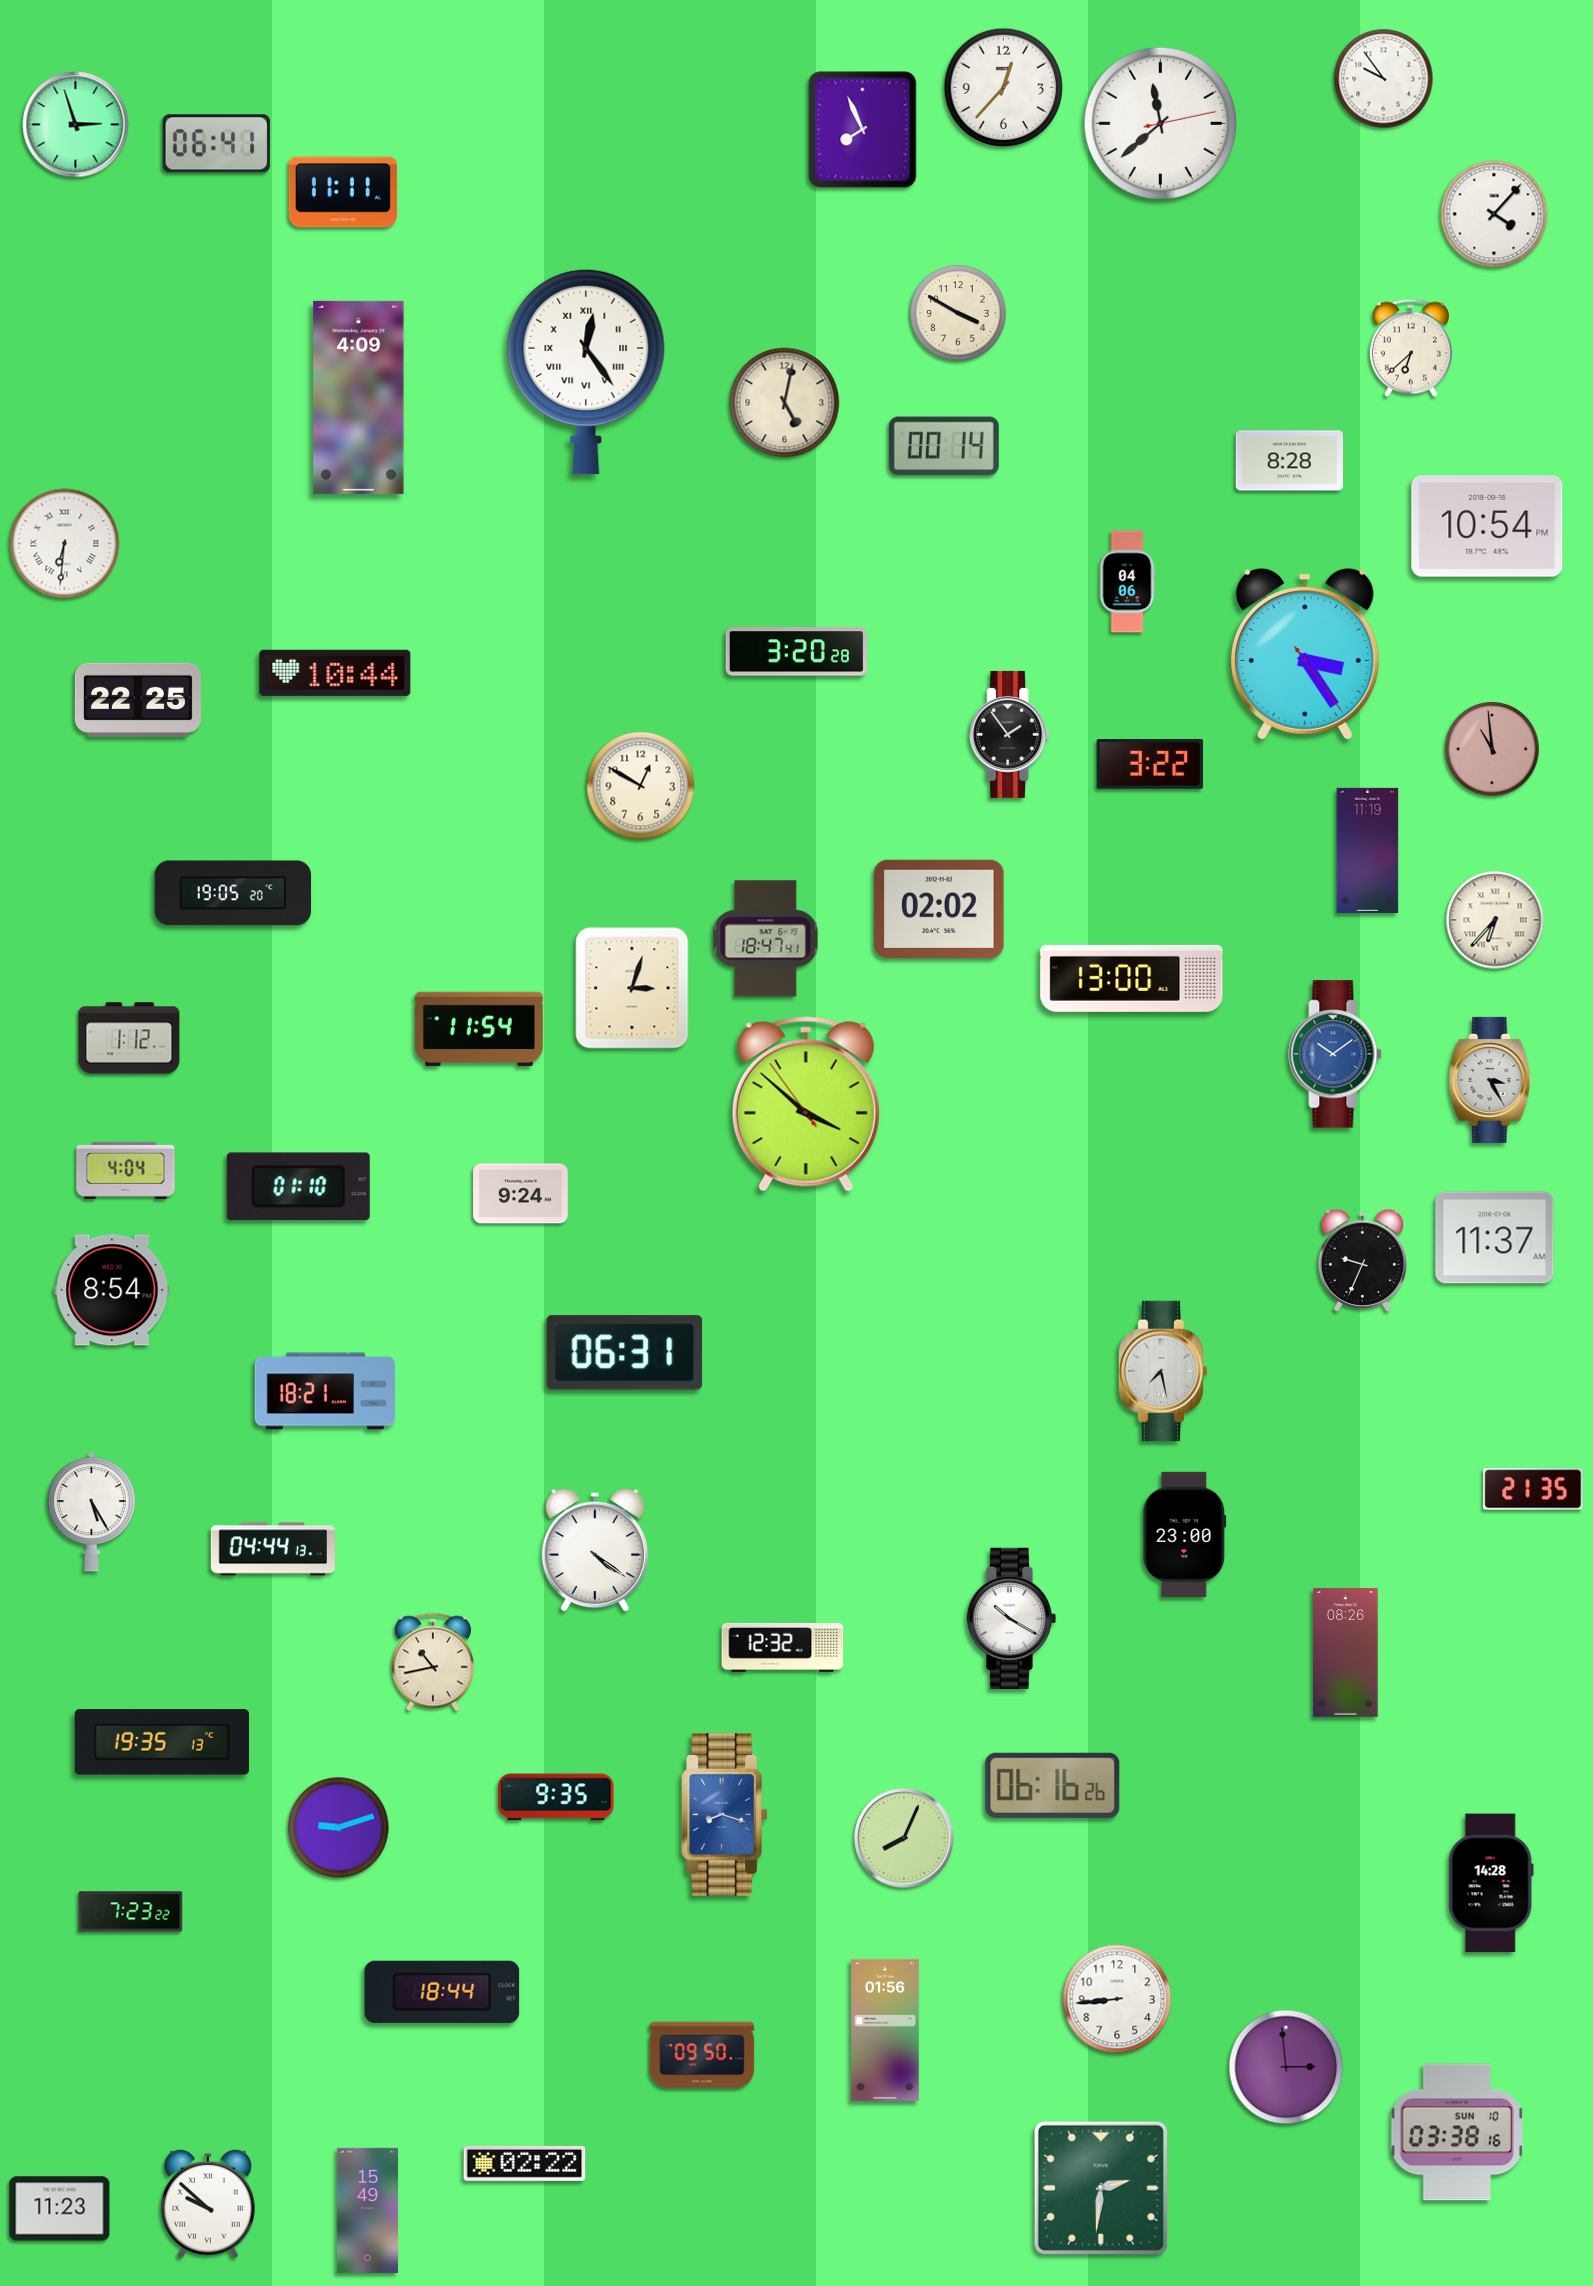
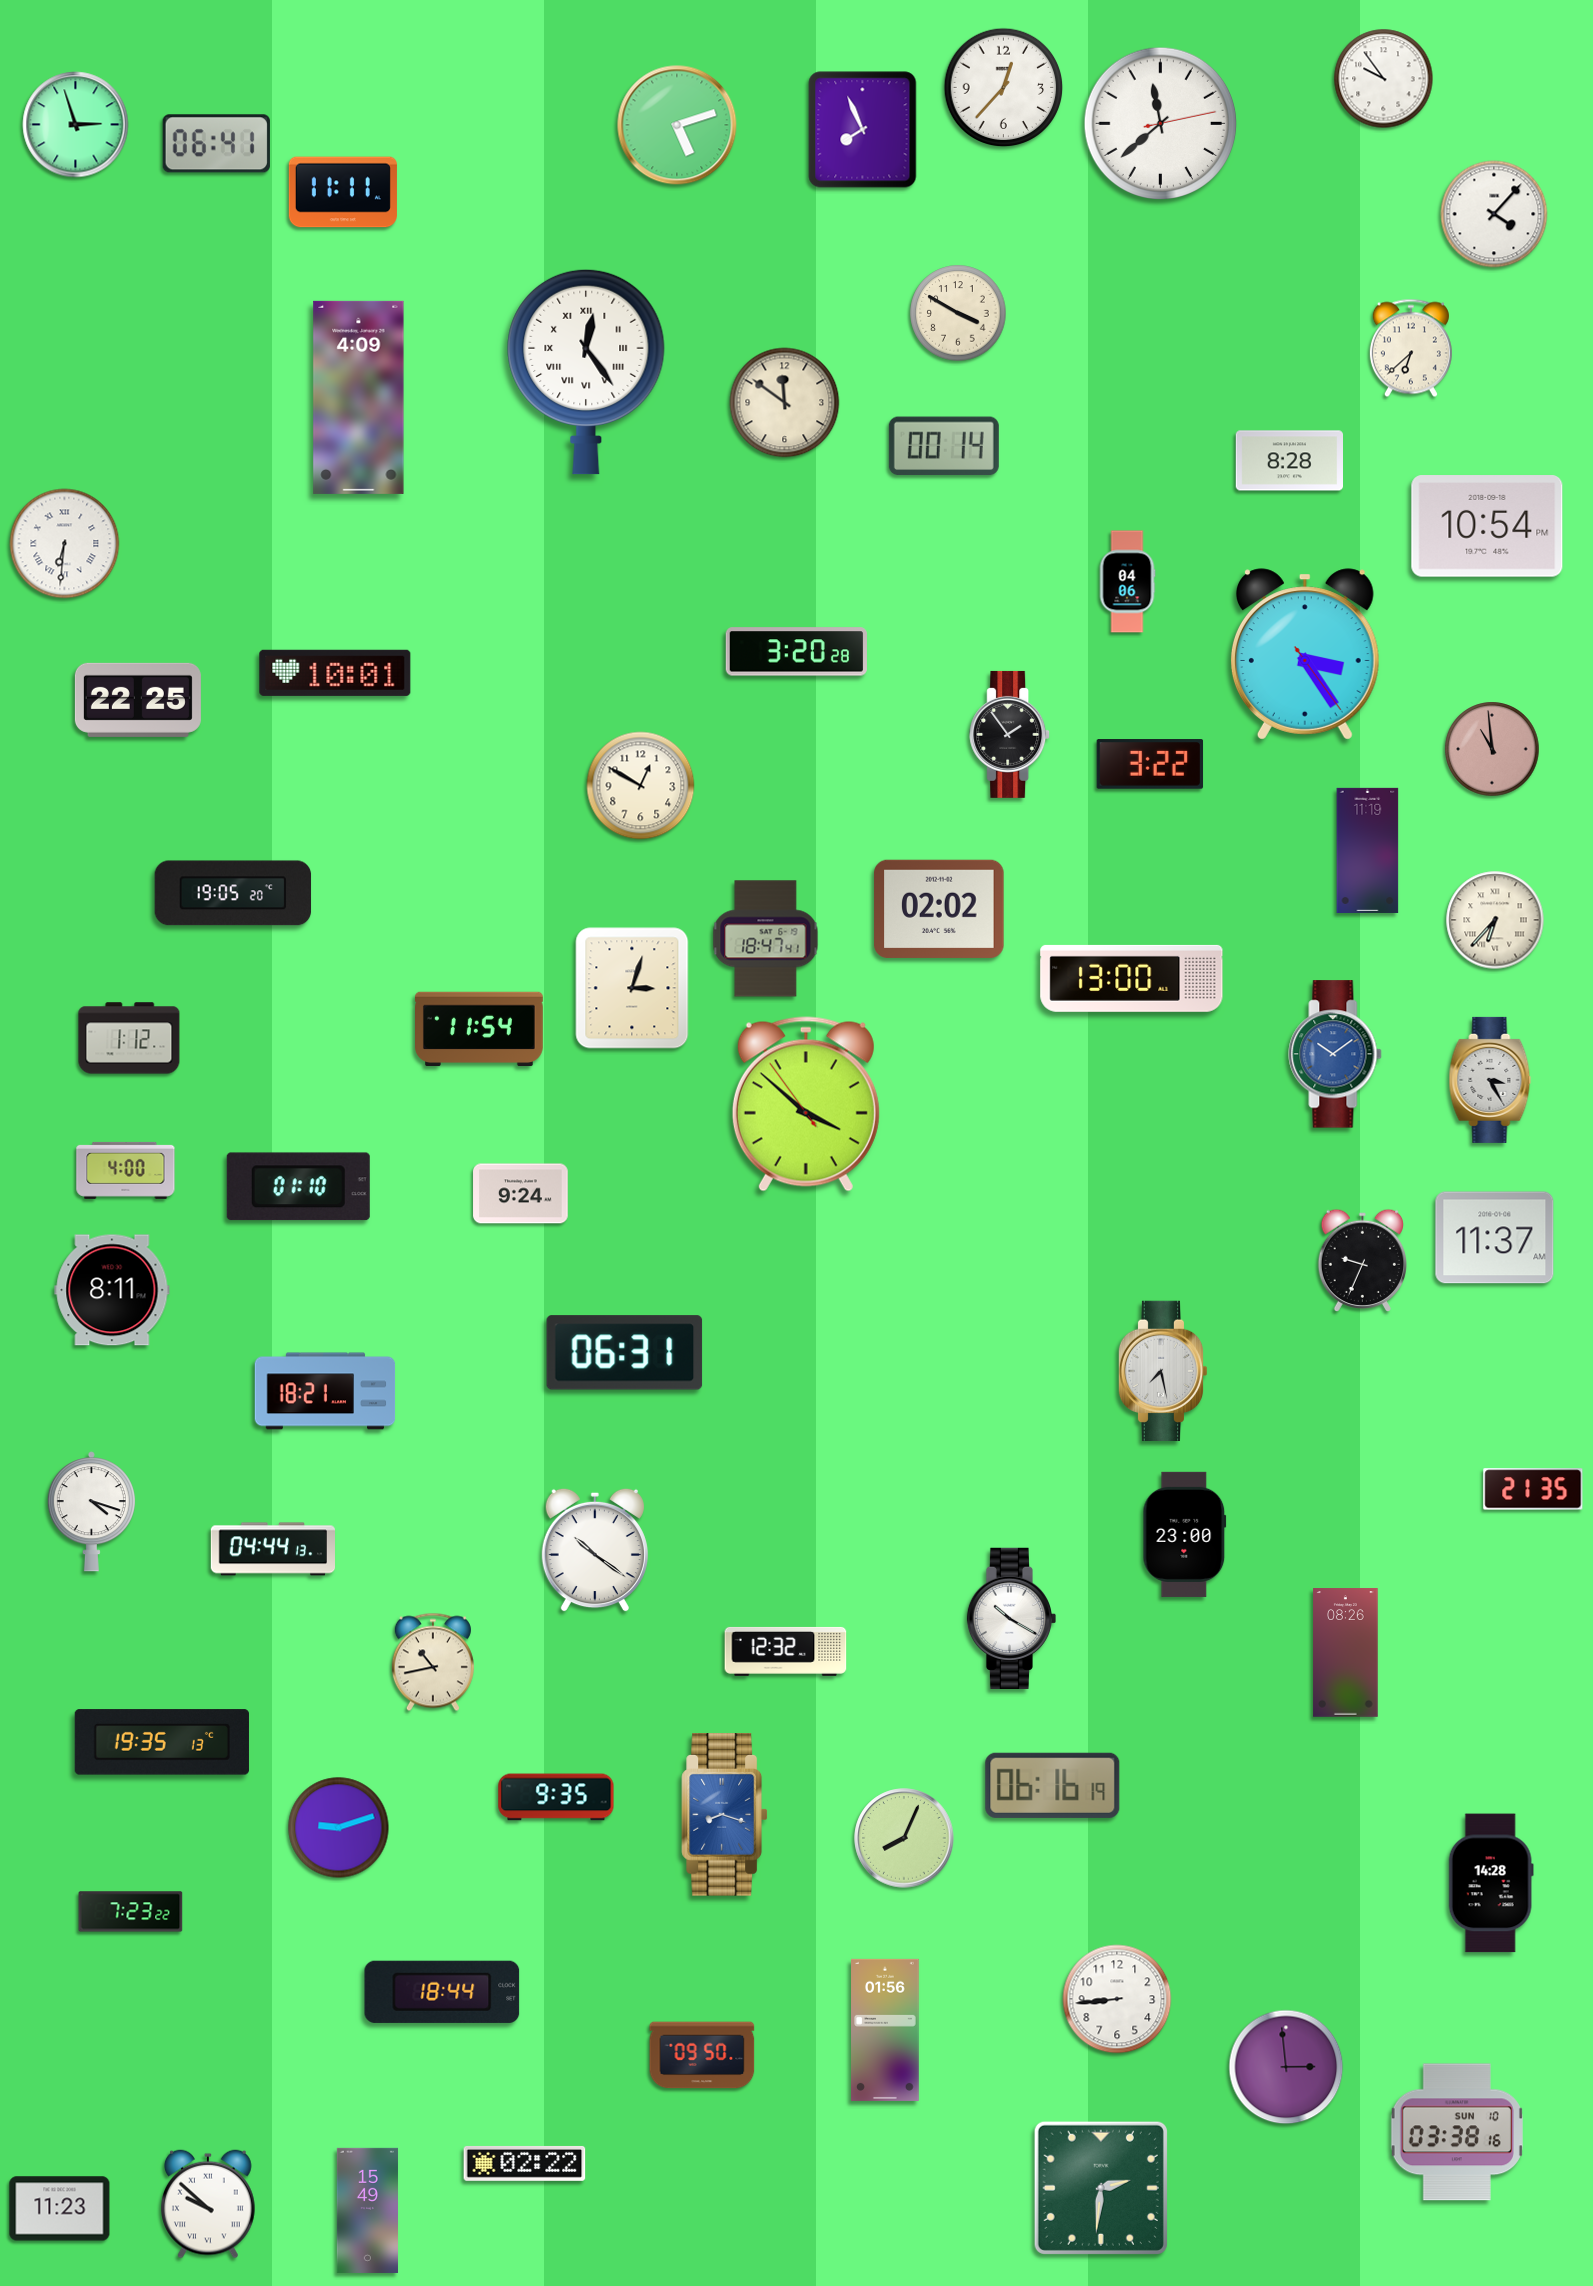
clock at (677, 125): none -> 5:12
clock at (785, 403): 5:02 -> 11:51
clock at (335, 673): 10:44 -> 10:01
clock at (126, 1170): 4:04 -> 4:00
clock at (112, 1290): 8:54 -> 8:11
clock at (91, 1512): 5:25 -> 4:18
clock at (595, 1550): 4:21 -> 10:21
clock at (783, 1647) position: (783, 1647) -> (786, 1651)
clock at (1053, 1785): 06:16:26 -> 06:16:19
